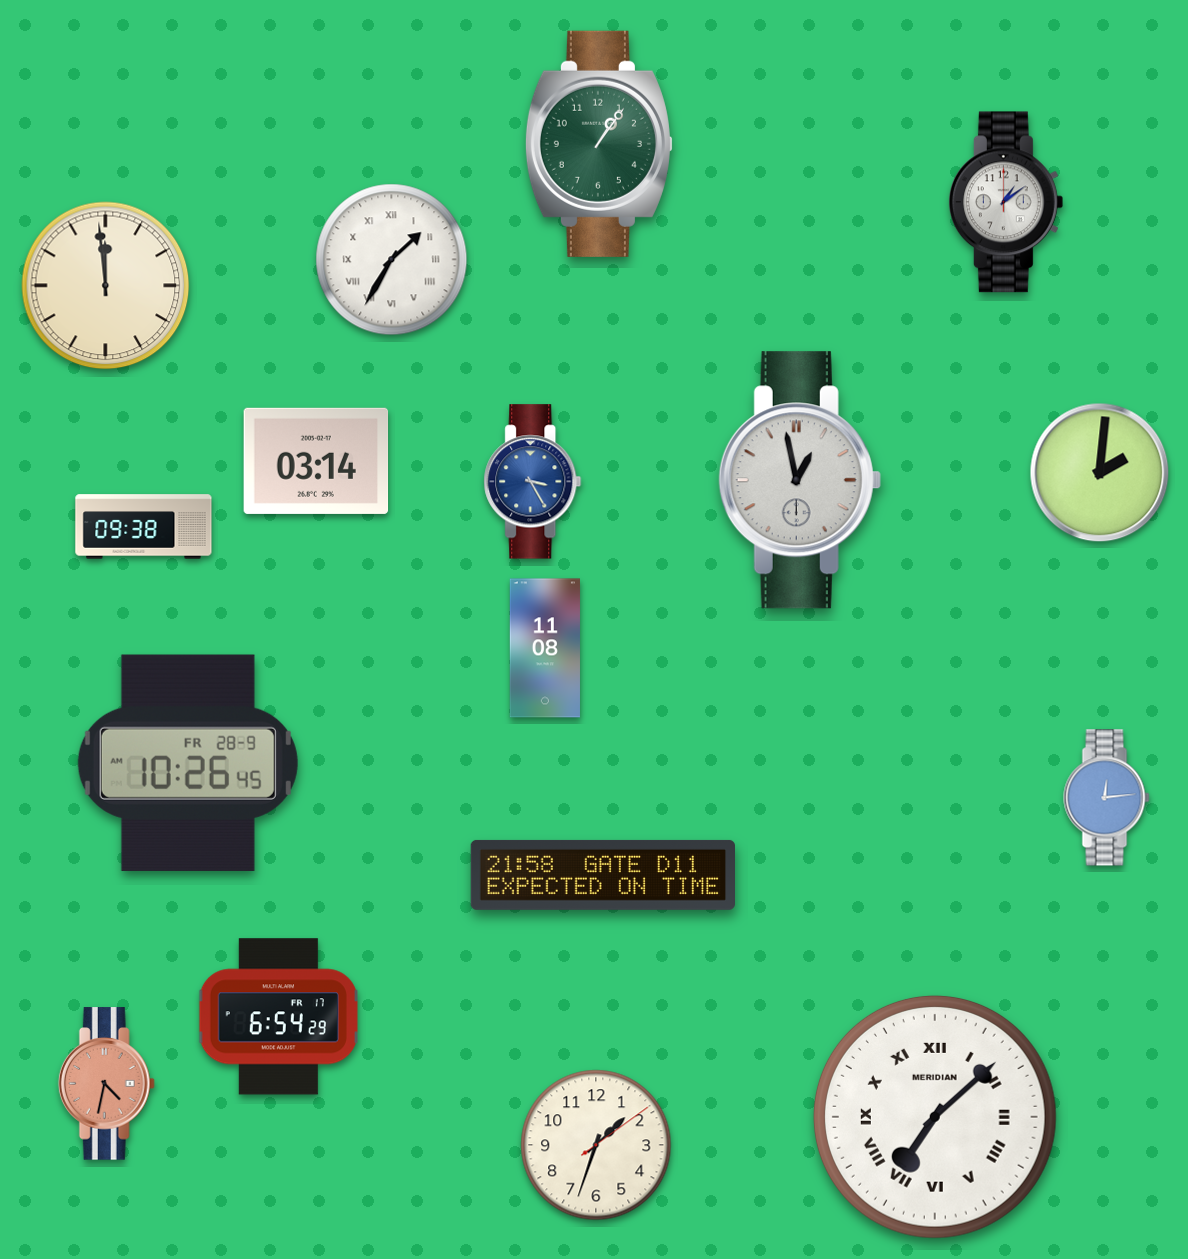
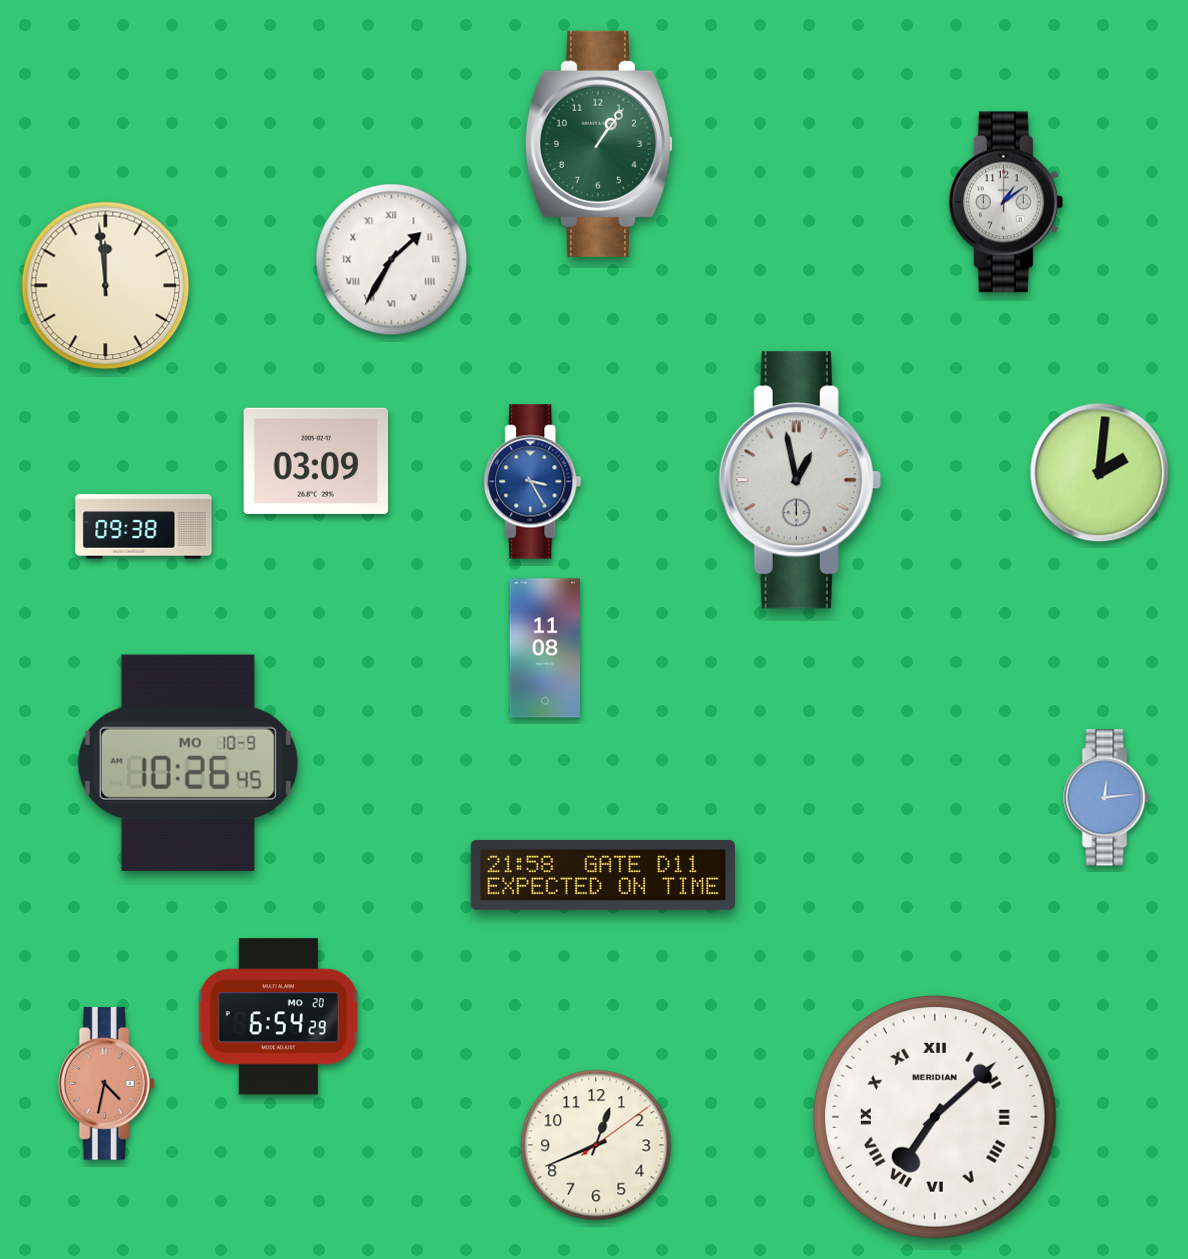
clock at (316, 461): 03:14 -> 03:09
clock at (188, 763) date: FR 28-9 -> MO 10-9
clock at (278, 1017) date: FR 17 -> MO 20
clock at (596, 1145): 1:33 -> 12:41
